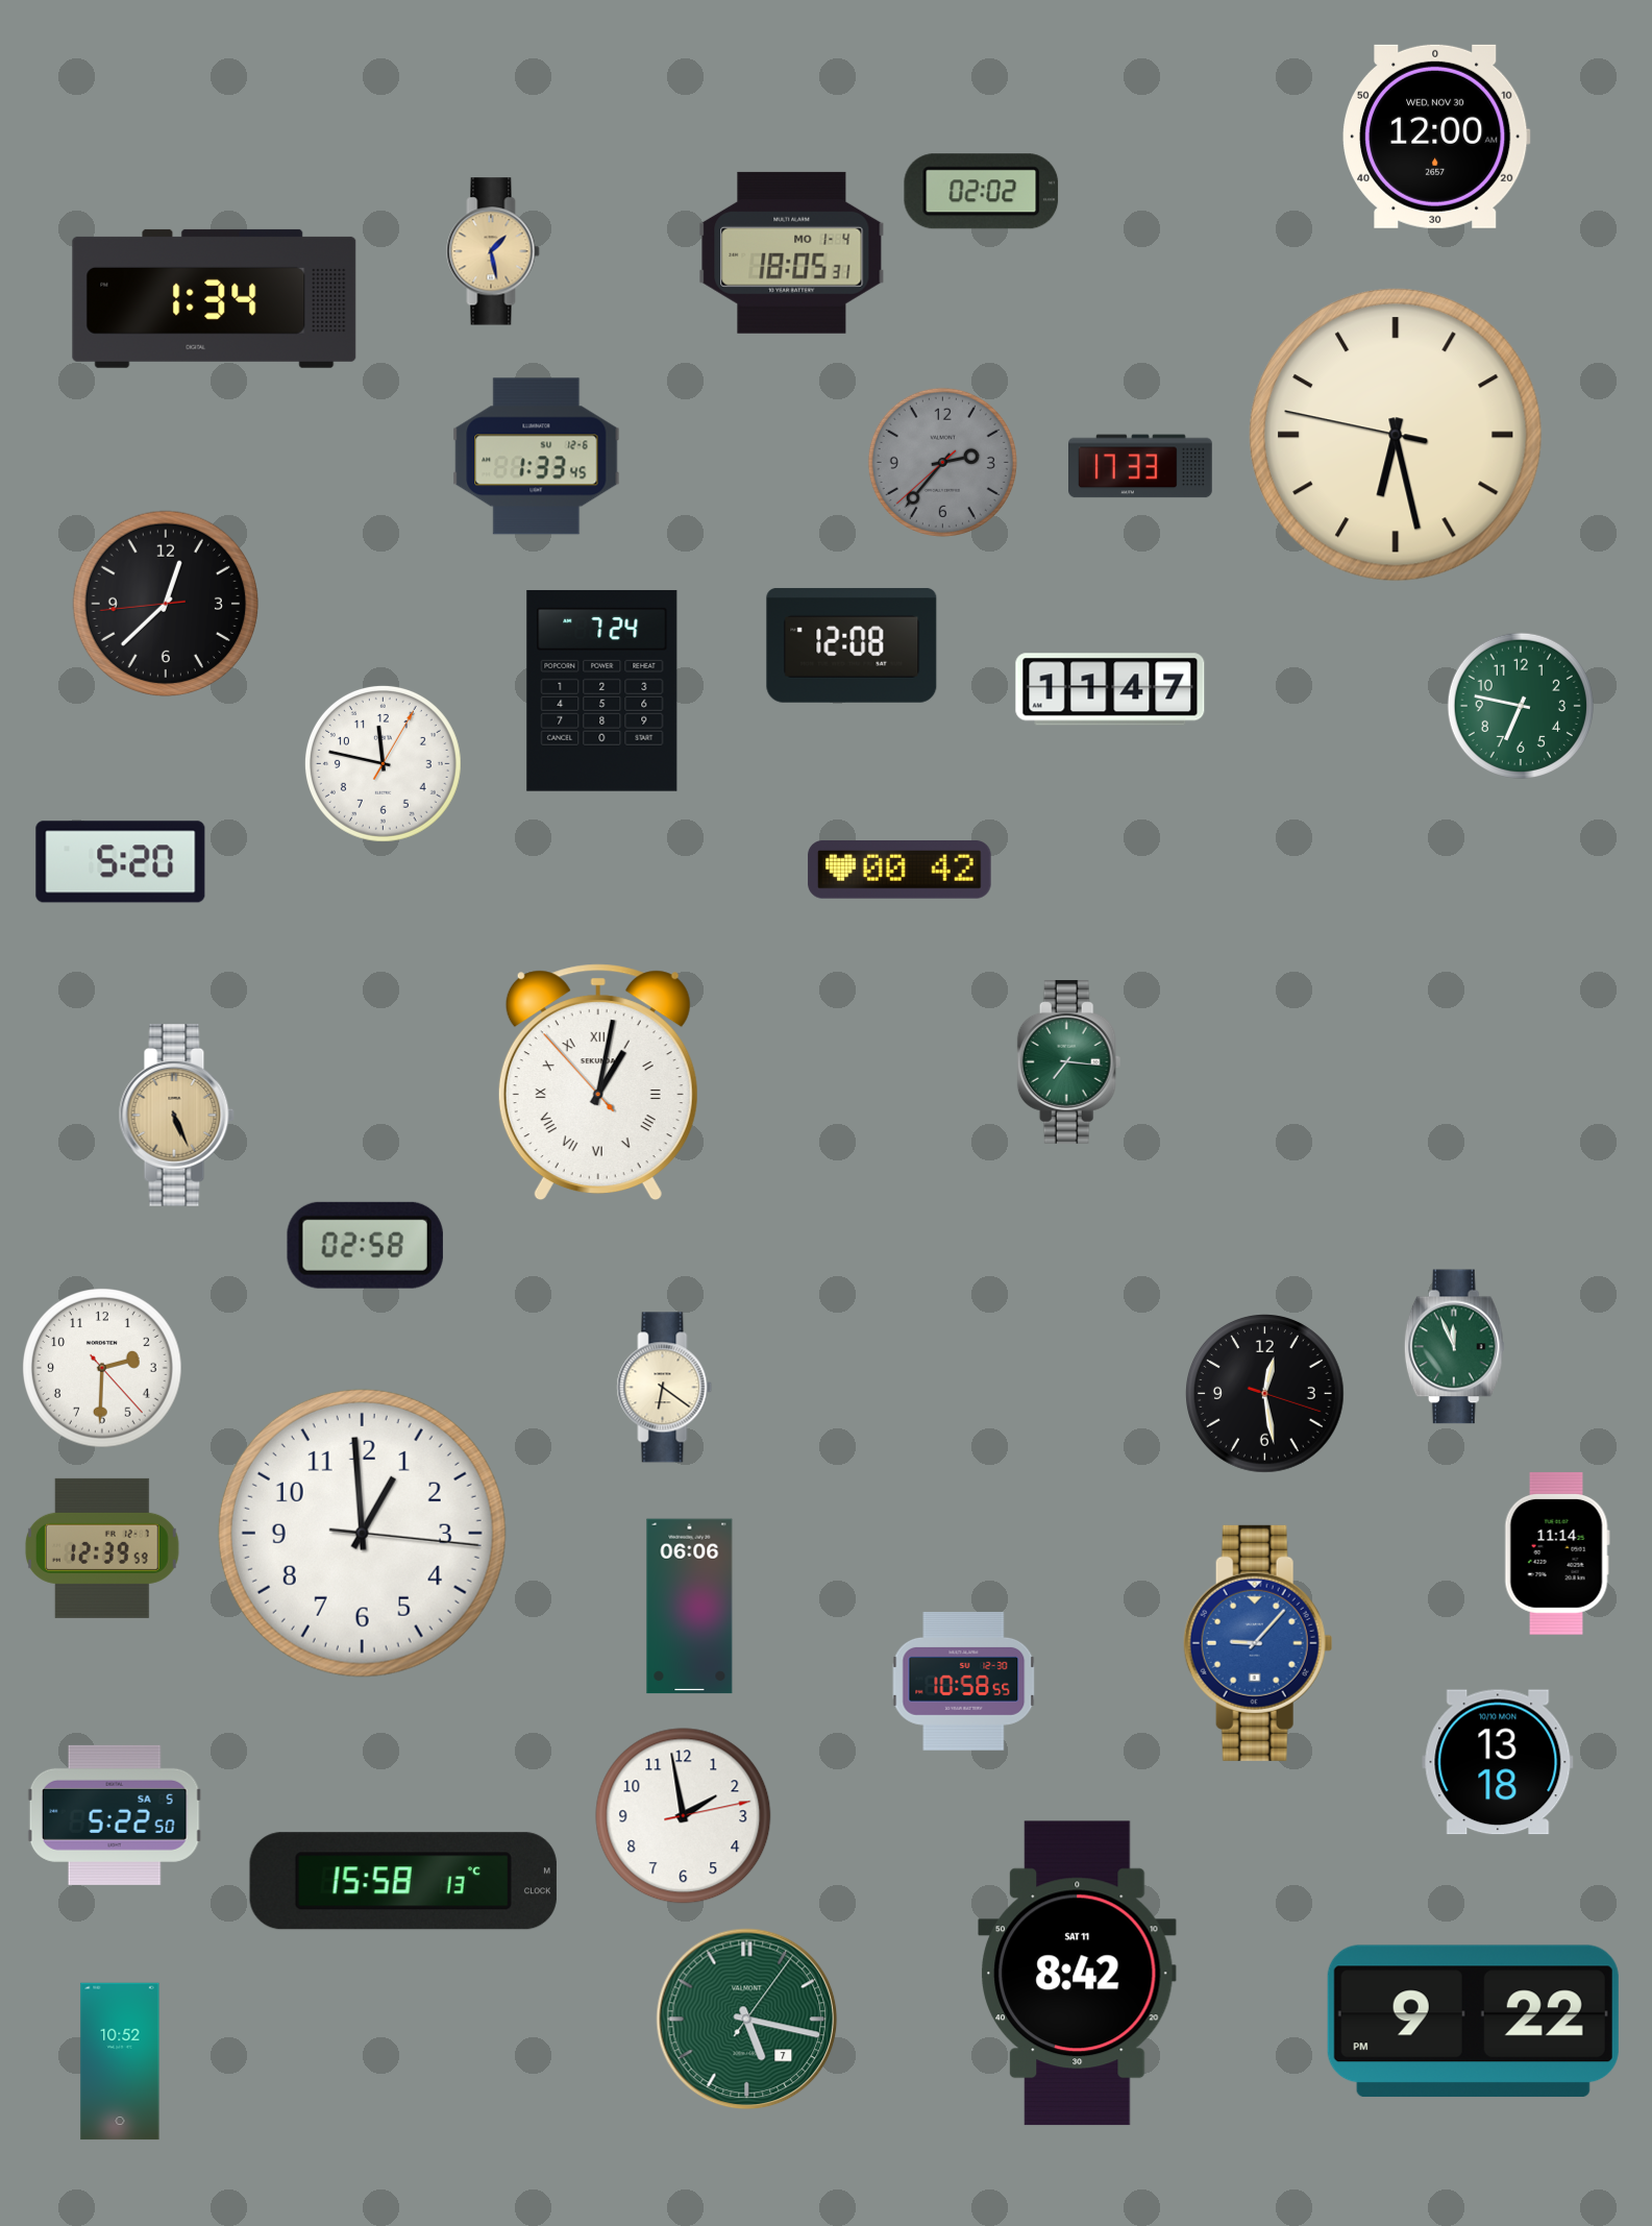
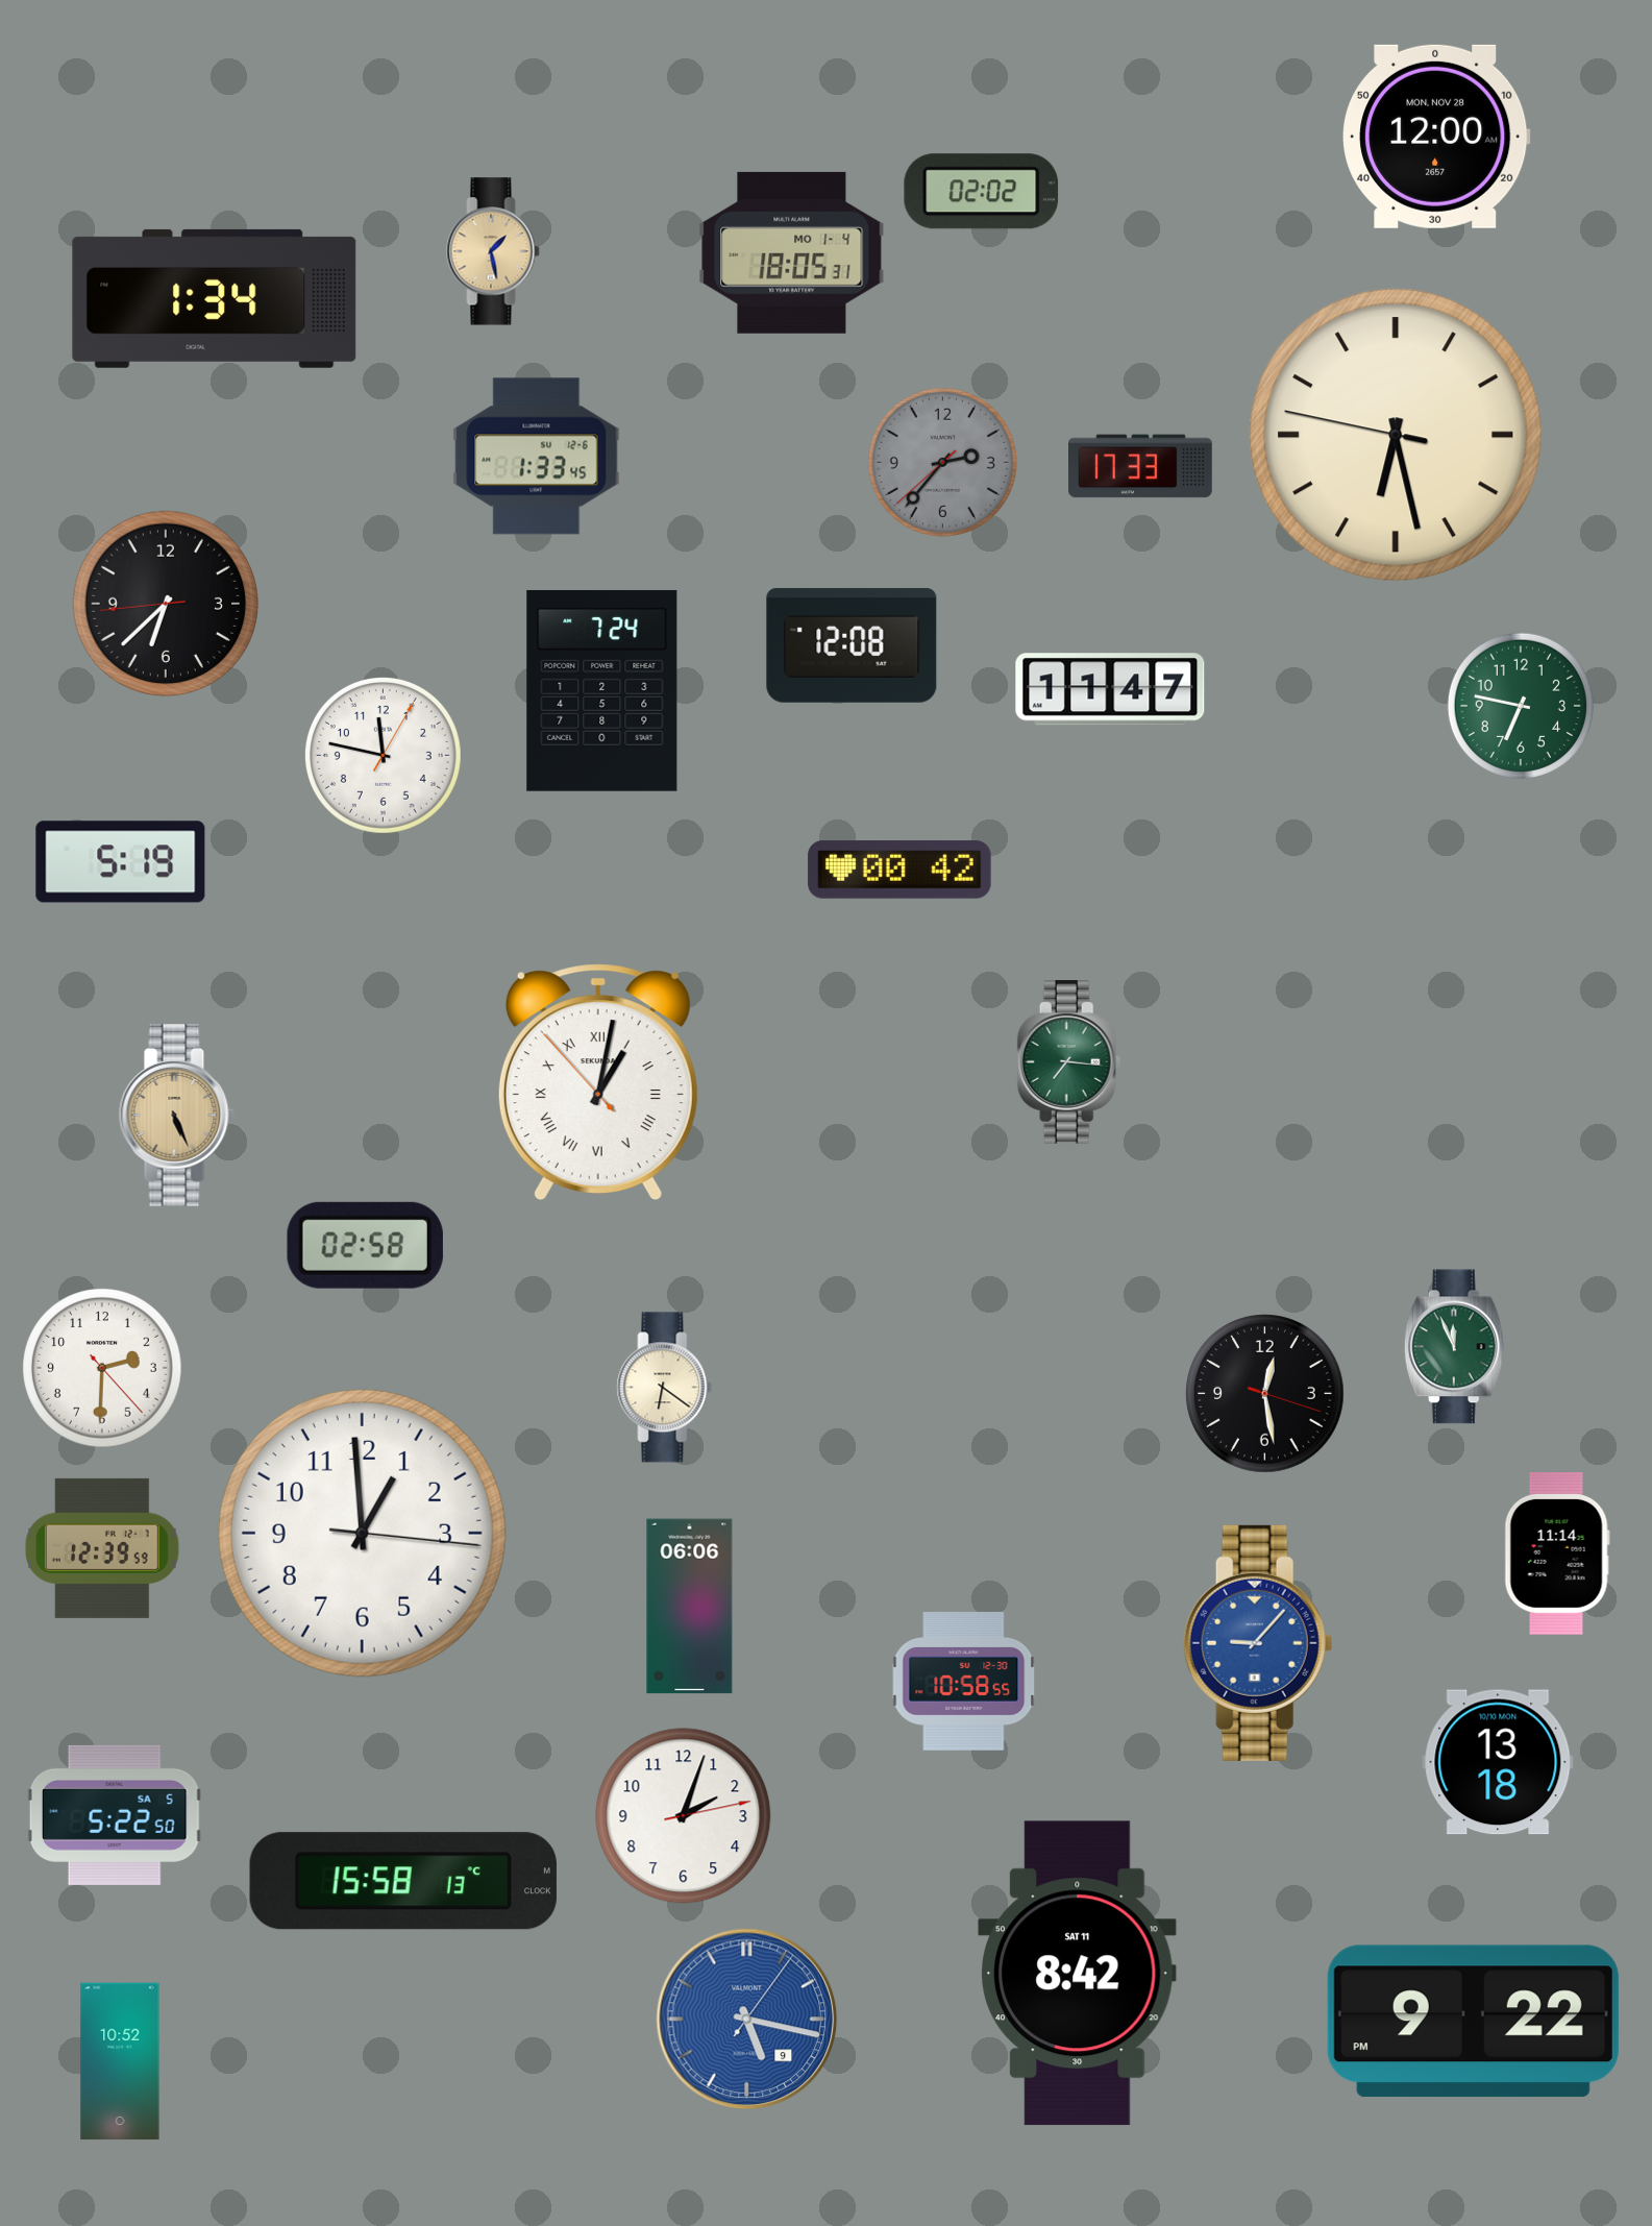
clock at (1437, 137) date: WED, NOV 30 -> MON, NOV 28
clock at (165, 603): 12:37 -> 6:37
clock at (383, 763) position: (383, 763) -> (383, 755)
clock at (121, 862): 5:20 -> 5:19
clock at (684, 1816): 1:58 -> 2:03
clock at (747, 2020) date: 7 -> 9
clock at (747, 2020) dial: green -> blue
